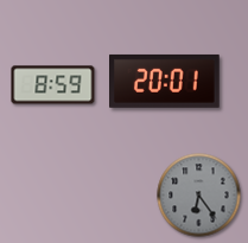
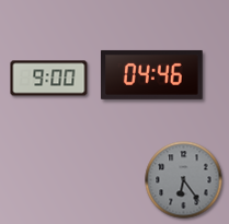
clock at (165, 81): 20:01 -> 04:46
clock at (53, 85): 8:59 -> 9:00
